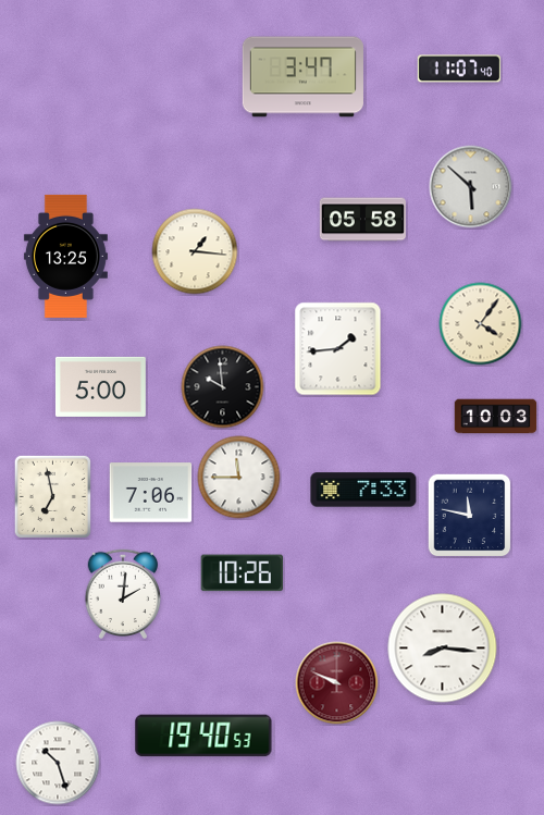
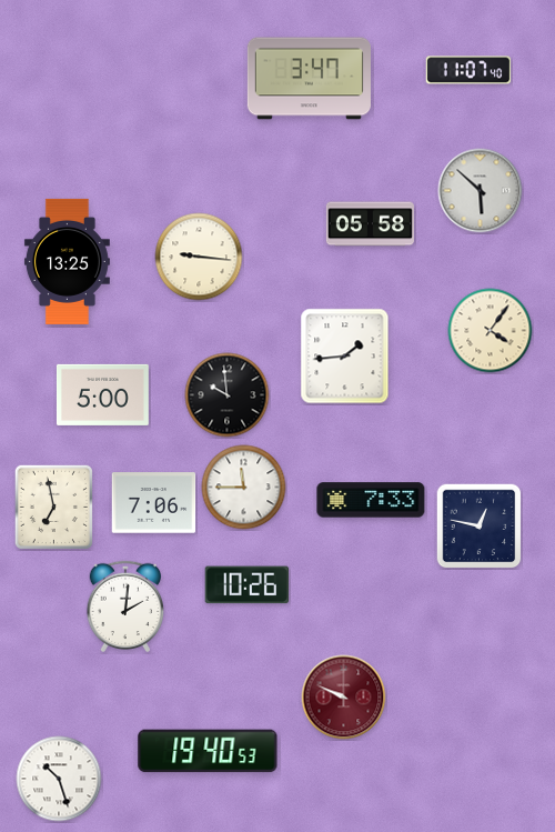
clock at (195, 251): 1:16 -> 9:16
clock at (496, 417): 10:03 -> none
clock at (469, 515): 11:47 -> 12:47
clock at (443, 649): 8:16 -> none
